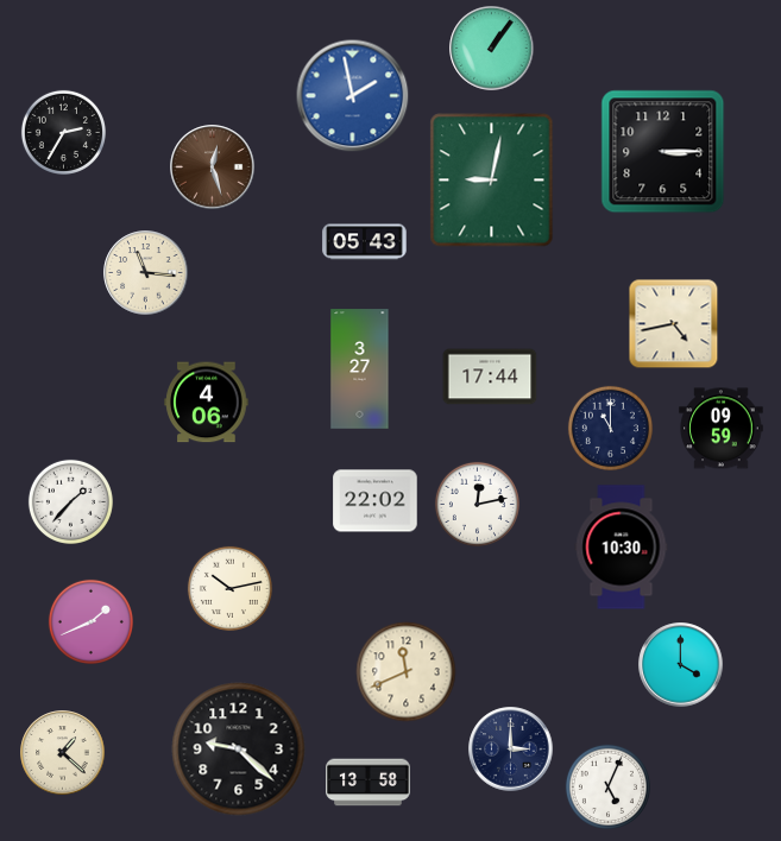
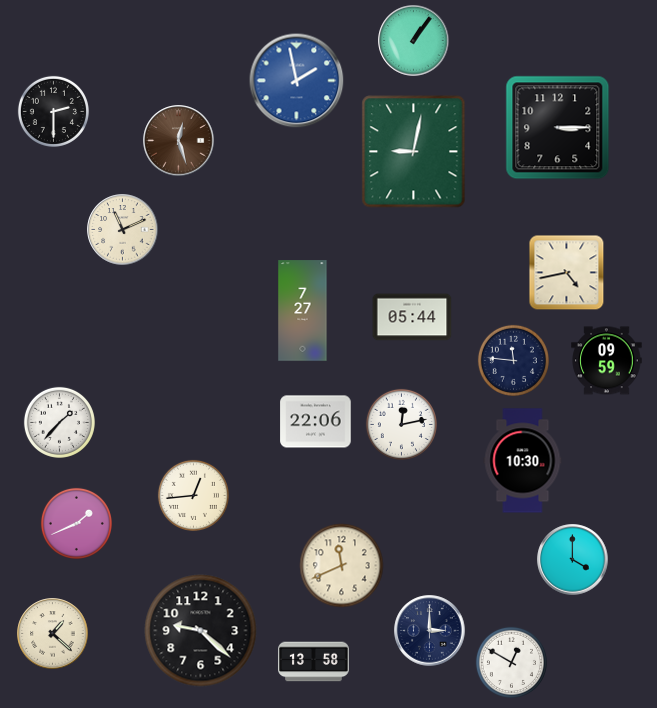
clock at (63, 132): 2:35 -> 2:30
clock at (365, 242): 05:43 -> none
clock at (146, 273): 11:16 -> 11:11
clock at (360, 369): 3:27 -> 7:27
clock at (490, 377): 17:44 -> 05:44
clock at (207, 403): 4:06 -> none
clock at (610, 428): 11:00 -> 11:46
clock at (376, 501): 22:02 -> 22:06
clock at (229, 588): 10:13 -> 12:44
clock at (369, 783) position: (369, 783) -> (314, 662)
clock at (607, 786): 5:04 -> 12:50
